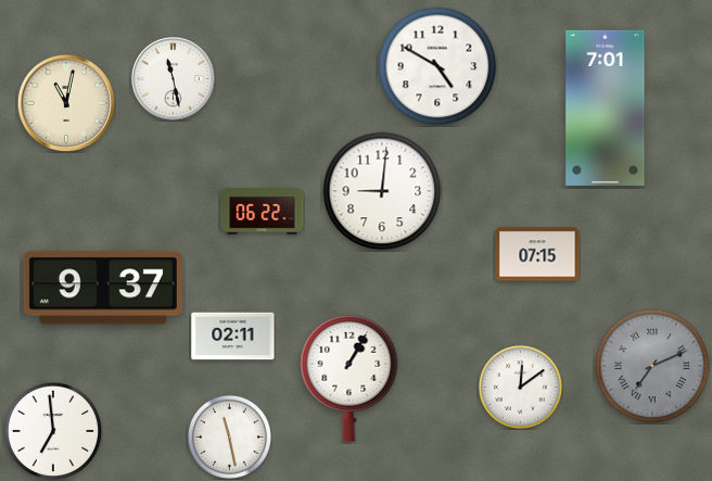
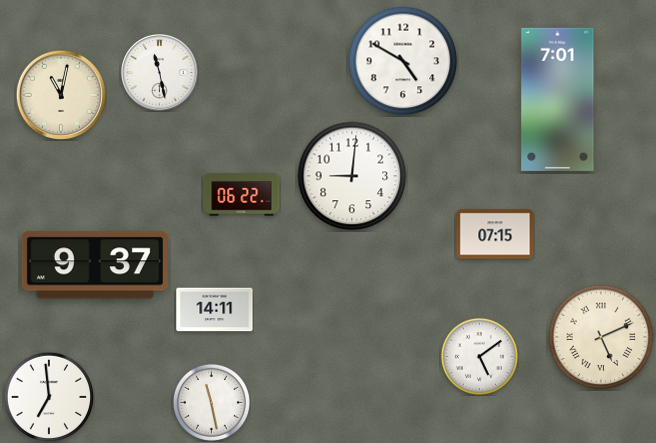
clock at (233, 337): 02:11 -> 14:11
clock at (652, 366): 7:11 -> 5:11
clock at (652, 366) dial: grey -> cream
clock at (349, 378): 1:05 -> none
clock at (520, 387): 12:09 -> 5:09
